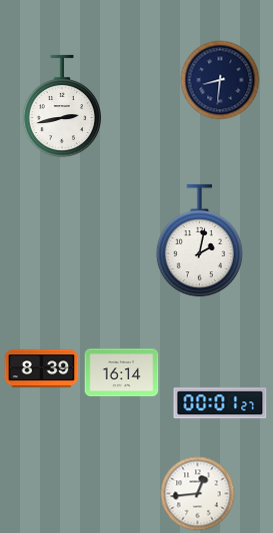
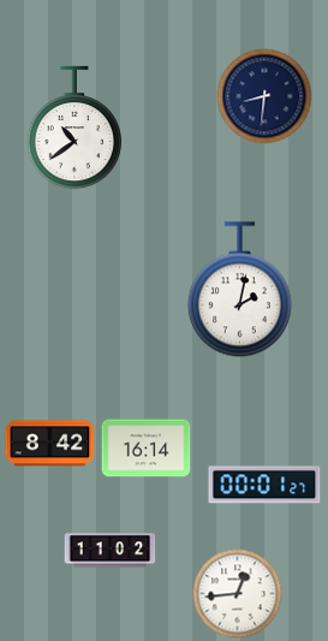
clock at (61, 106): 2:43 -> 10:39
clock at (42, 369): 8:39 -> 8:42
clock at (111, 551): none -> 11:02
